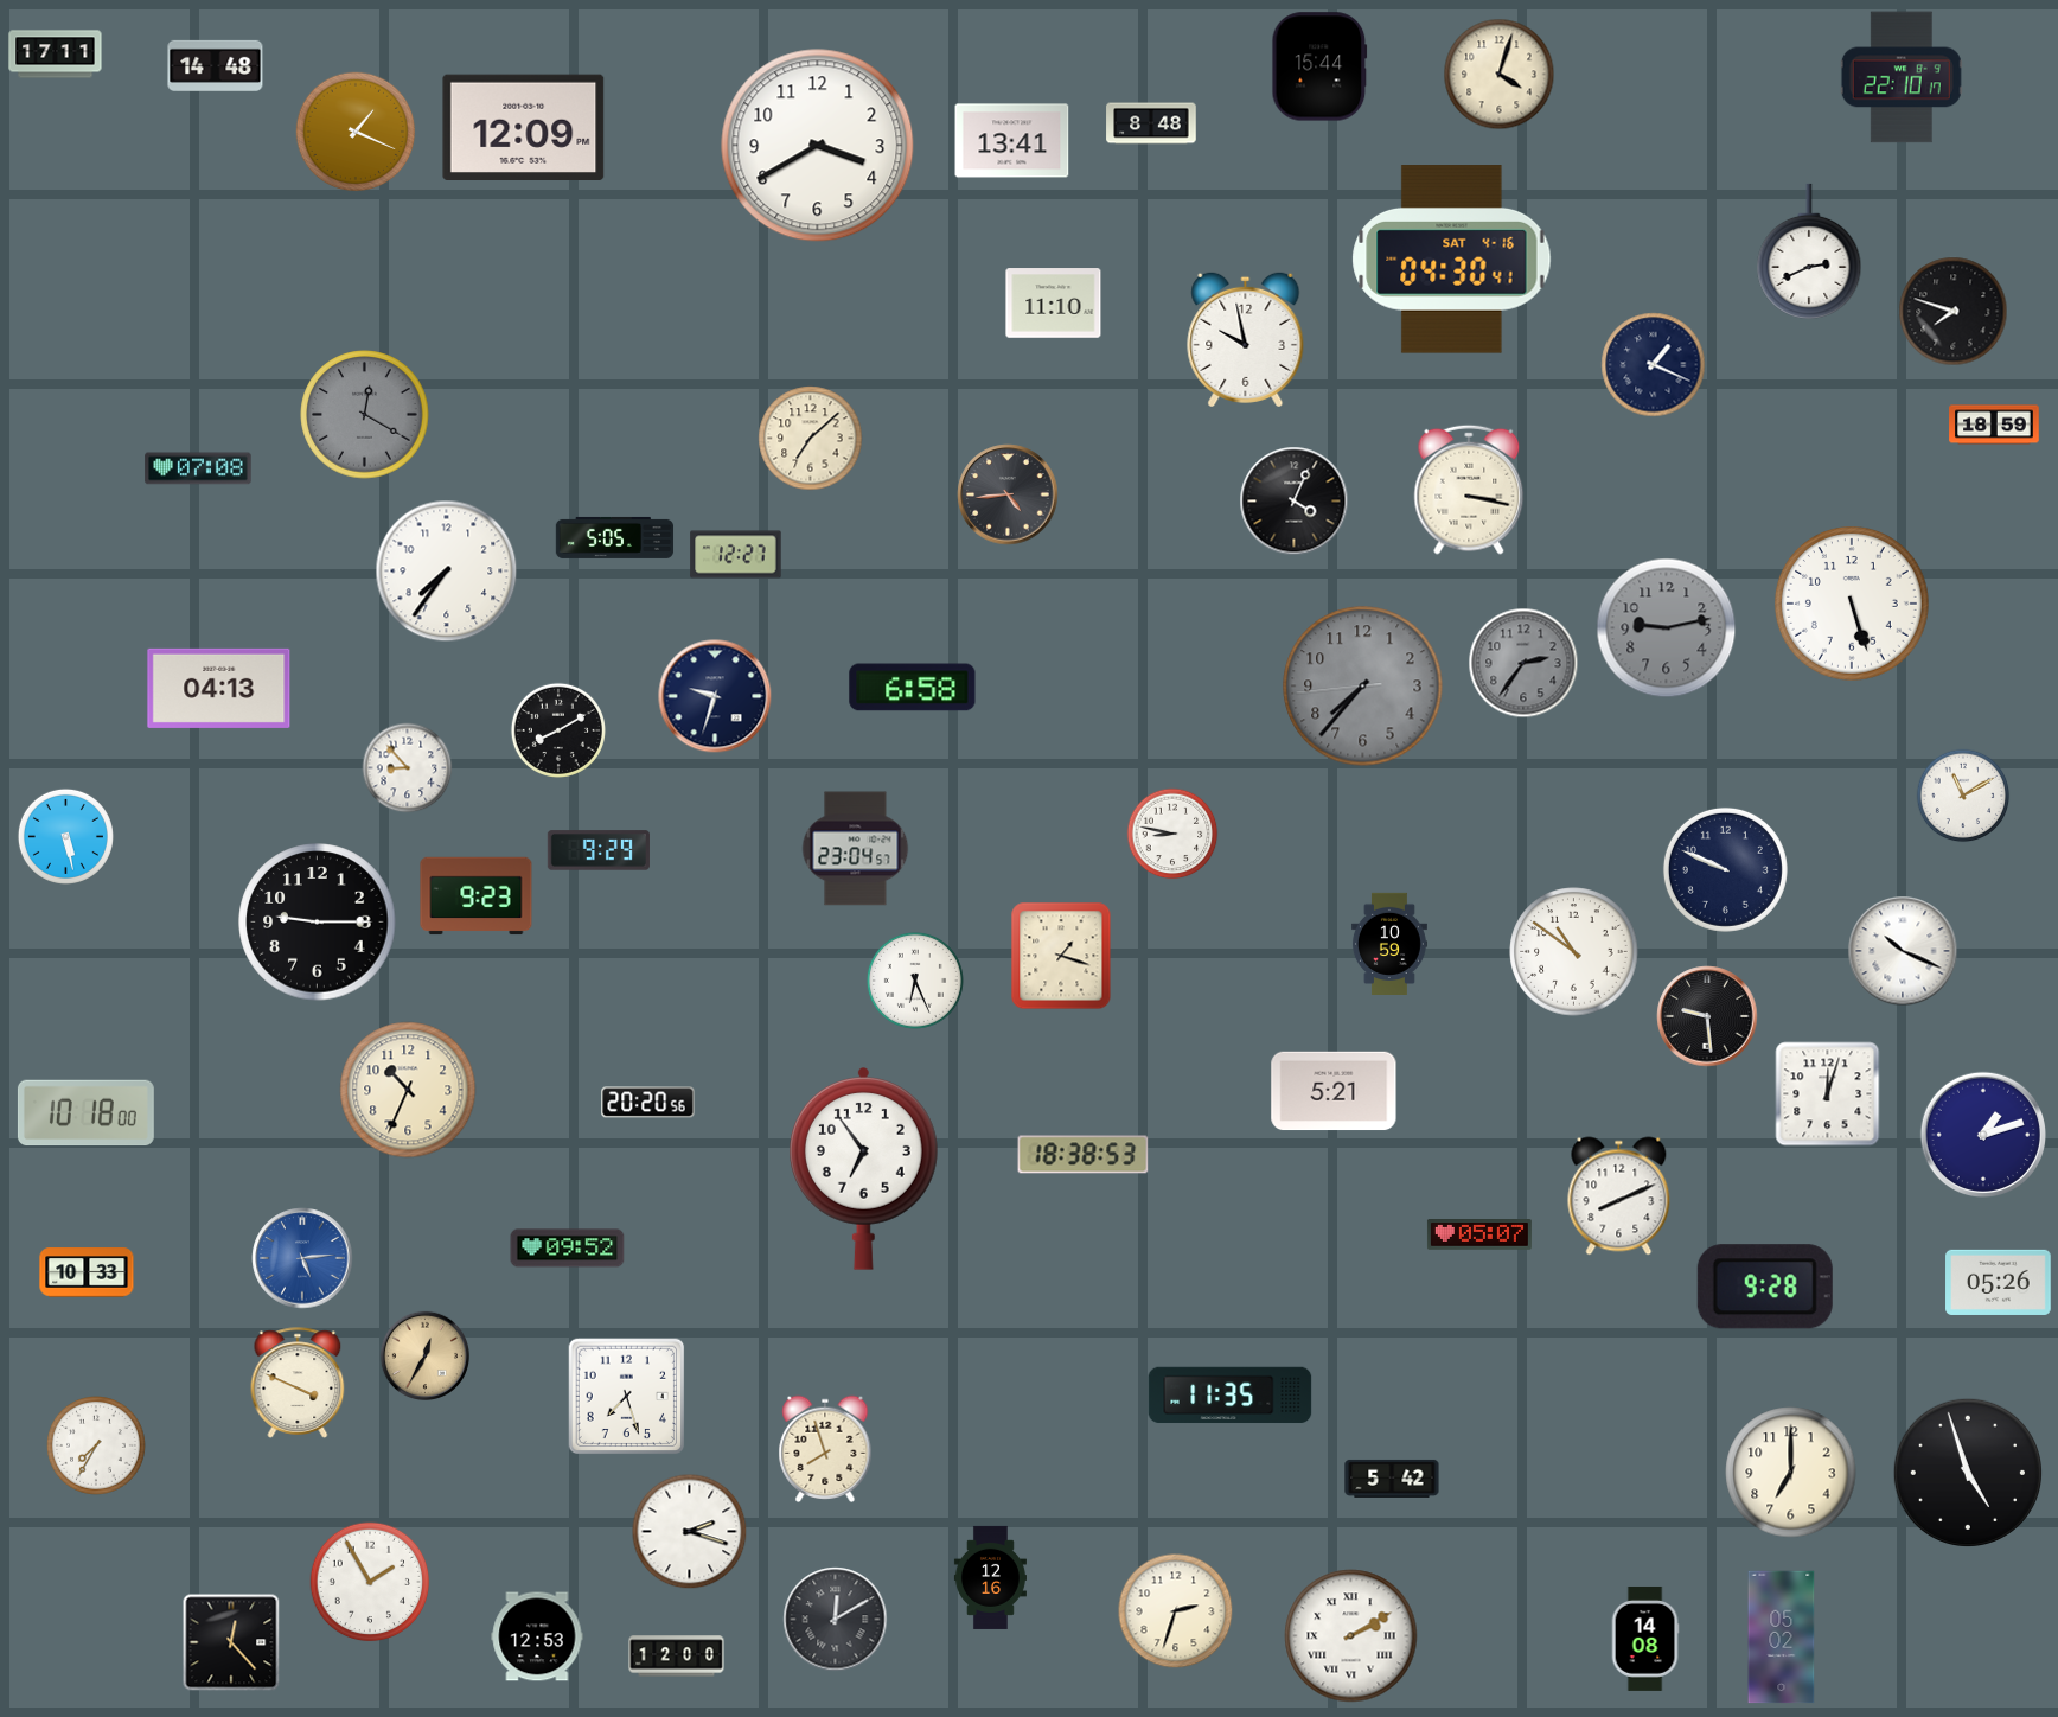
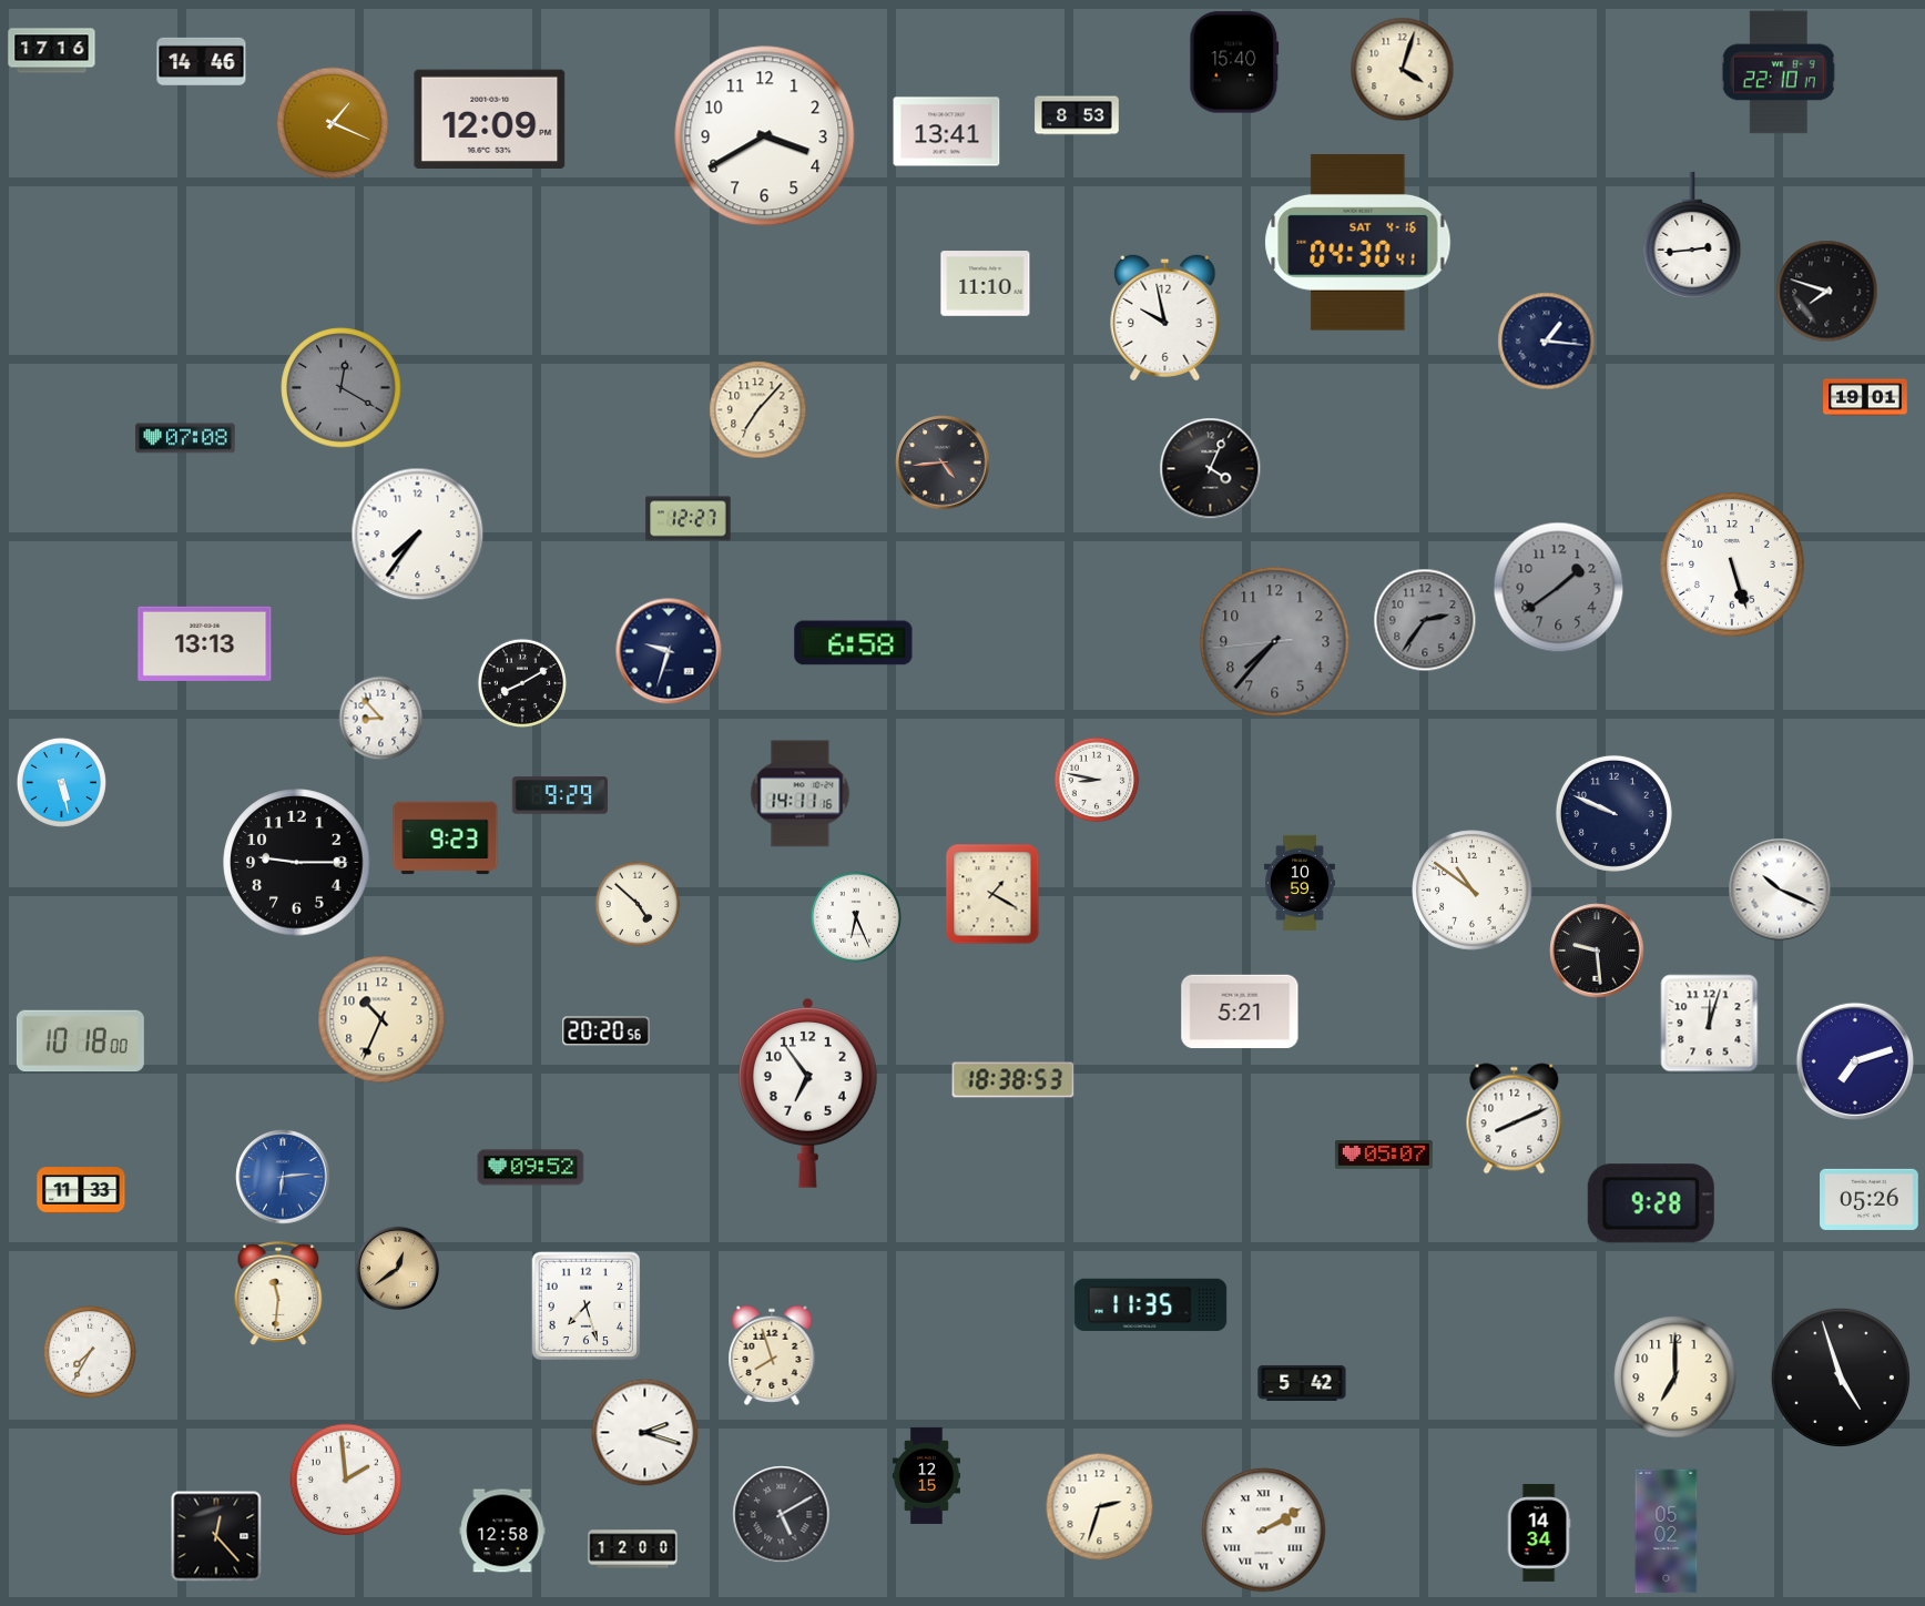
clock at (56, 55): 17:11 -> 17:16
clock at (216, 65): 14:48 -> 14:46
clock at (1319, 66): 15:44 -> 15:40
clock at (1151, 123): 8:48 -> 8:53
clock at (1809, 251): 2:41 -> 2:44
clock at (1654, 365): 1:19 -> 1:16
clock at (1994, 425): 18:59 -> 19:01
clock at (811, 439): 7:08 -> 7:07
clock at (1469, 490): 3:17 -> none
clock at (615, 537): 5:05 -> none
clock at (1667, 628): 9:13 -> 1:39
clock at (219, 688): 04:13 -> 13:13
clock at (1963, 796): 11:10 -> none
clock at (856, 849): 23:04 -> 14:11
clock at (1061, 956): 1:18 -> 1:20
clock at (638, 904): none -> 4:52
clock at (1334, 1091) position: (1334, 1091) -> (1240, 1012)
clock at (1982, 1134): 1:12 -> 7:12
clock at (302, 1258): 5:14 -> 6:14
clock at (87, 1272): 10:33 -> 11:33
clock at (424, 1355): 12:35 -> 12:39
clock at (298, 1383): 3:49 -> 11:31
clock at (990, 1577): 12:16 -> 12:15
clock at (370, 1582): 1:55 -> 1:59
clock at (836, 1620): 12:10 -> 5:10
clock at (537, 1636): 12:53 -> 12:58
clock at (1645, 1639): 14:08 -> 14:34
